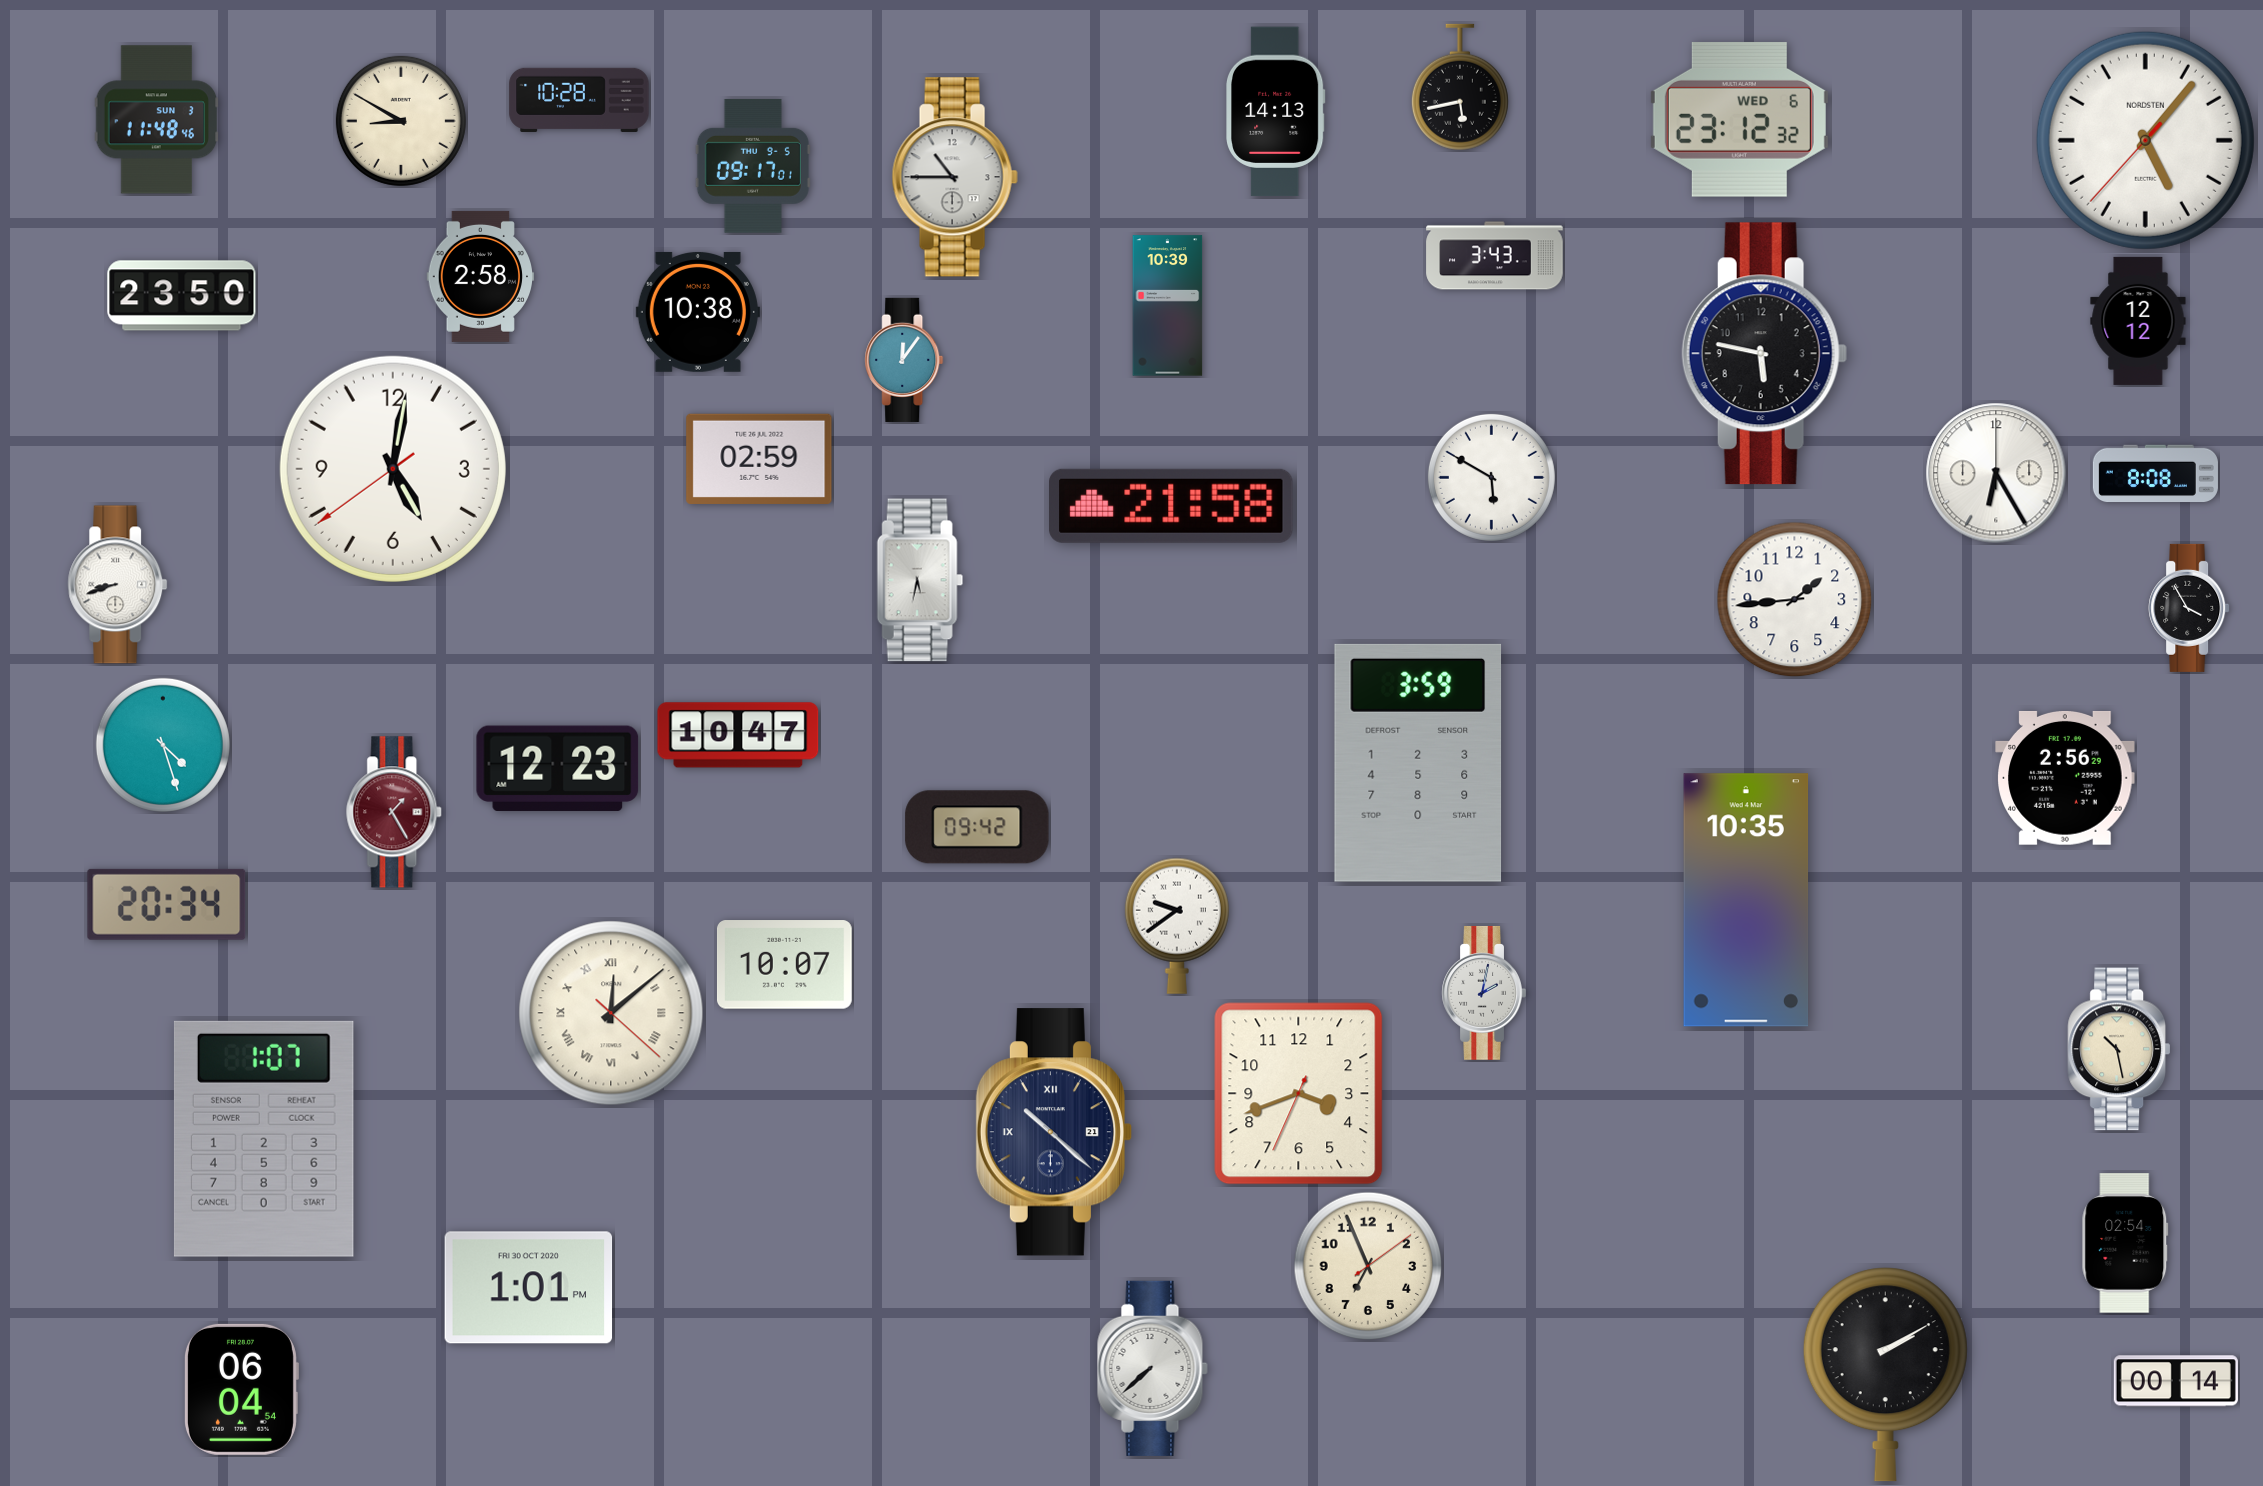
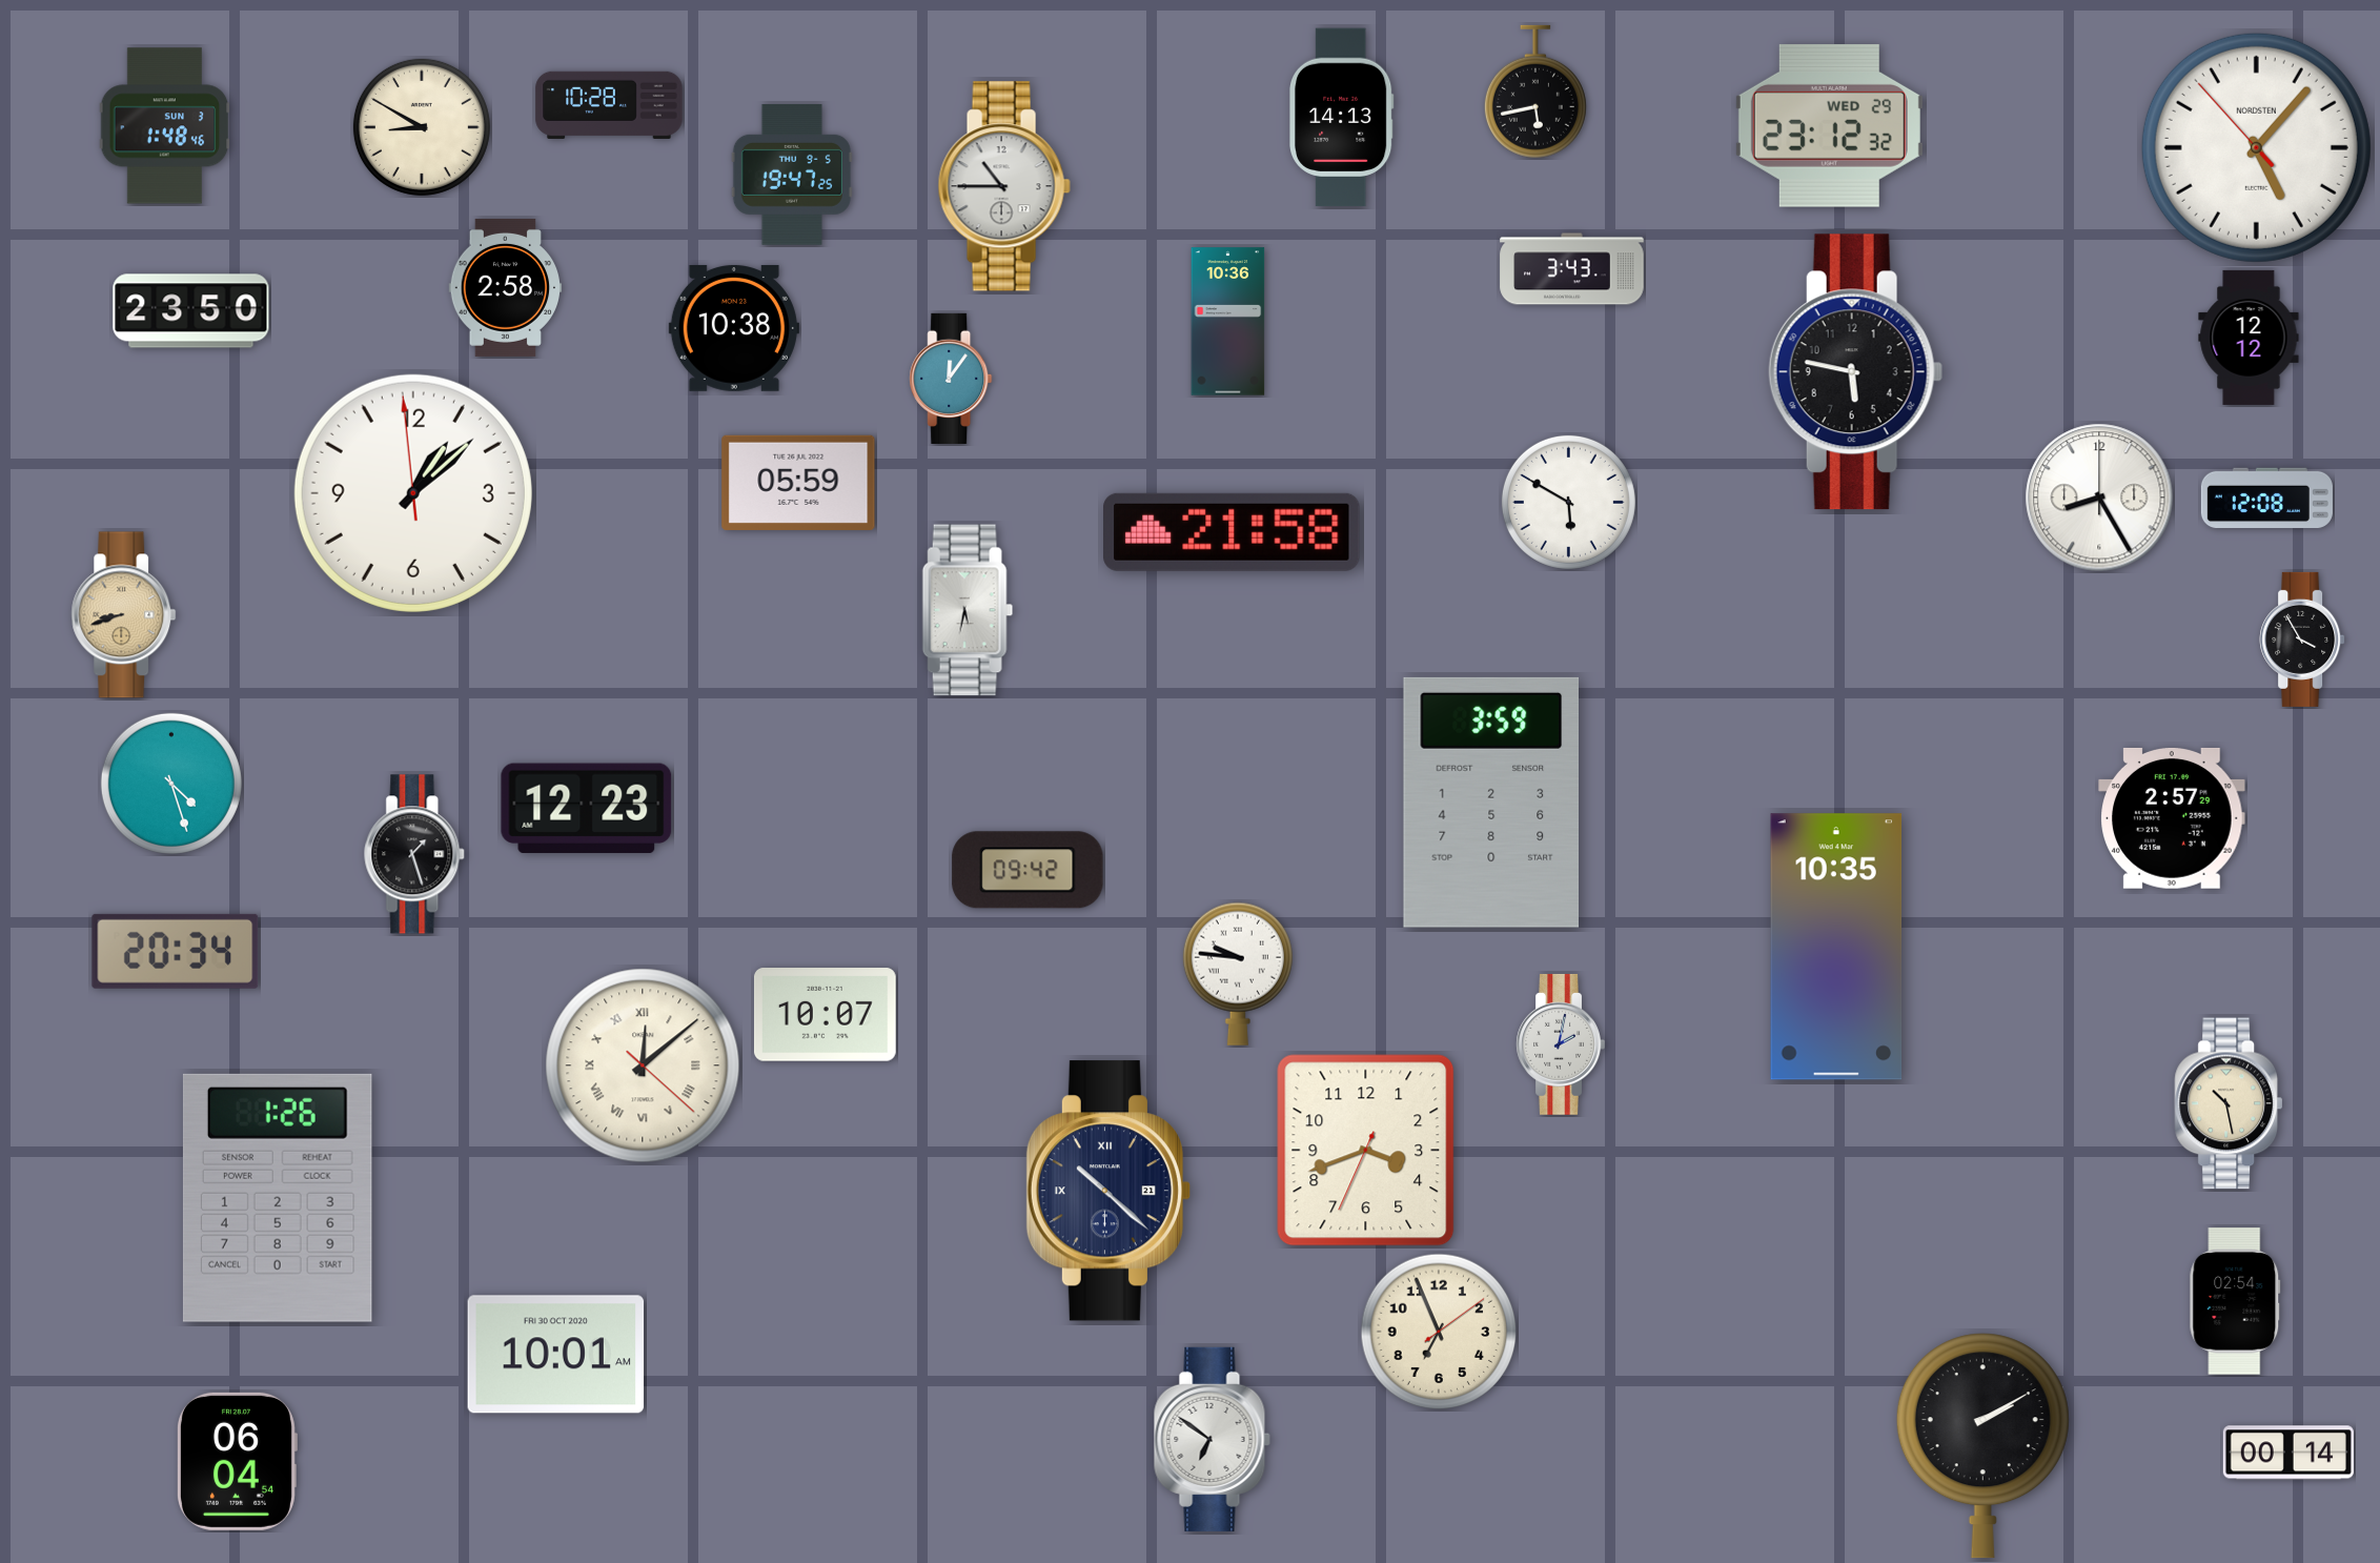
clock at (1739, 119) date: WED 6 -> WED 29
clock at (157, 120): 11:48 -> 1:48
clock at (2145, 140): 5:06:37 -> 5:06:53
clock at (753, 166): 09:17 -> 19:47
clock at (481, 276) position: (481, 276) -> (506, 287)
clock at (1168, 306): 10:39 -> 10:36
clock at (759, 459): 02:59 -> 05:59
clock at (393, 469): 5:01 -> 1:07
clock at (1996, 473): 6:25 -> 8:25
clock at (2155, 474): 8:08 -> 12:08
clock at (118, 585) dial: white -> champagne
clock at (1795, 600): 1:44 -> none
clock at (738, 735): 10:47 -> none
clock at (2065, 778): 2:56 -> 2:57
clock at (395, 812): 1:25 -> 1:27
clock at (395, 812) dial: burgundy -> black
clock at (1177, 926): 9:39 -> 9:46
clock at (264, 1139): 1:07 -> 1:26
clock at (2125, 1243) position: (2125, 1243) -> (2235, 1301)
clock at (529, 1288): 1:01 -> 10:01
clock at (1152, 1368): 7:38 -> 6:51
clock at (241, 1389) position: (241, 1389) -> (237, 1461)
